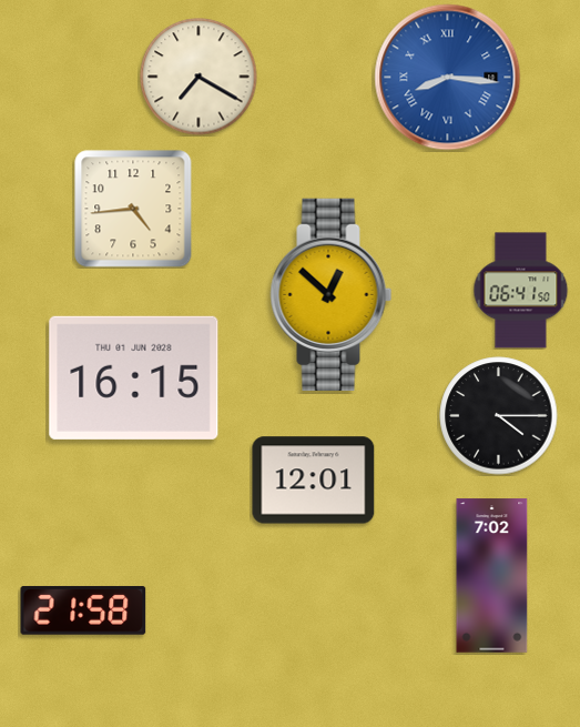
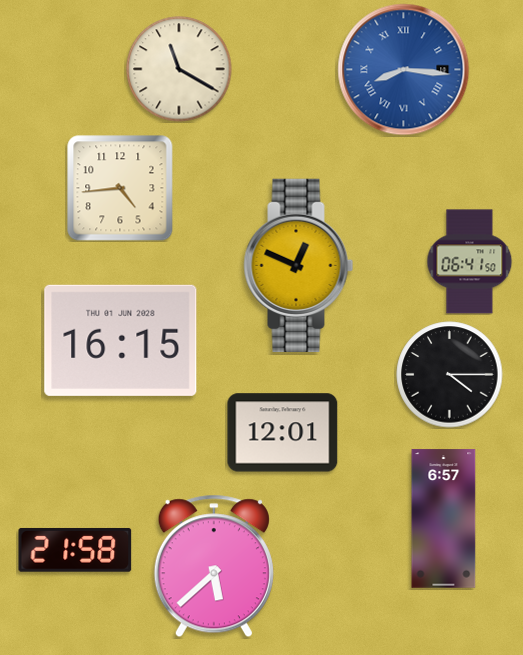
clock at (199, 77): 7:20 -> 11:20
clock at (332, 294): 12:52 -> 12:49
clock at (492, 576): 7:02 -> 6:57
clock at (214, 566): none -> 5:38
